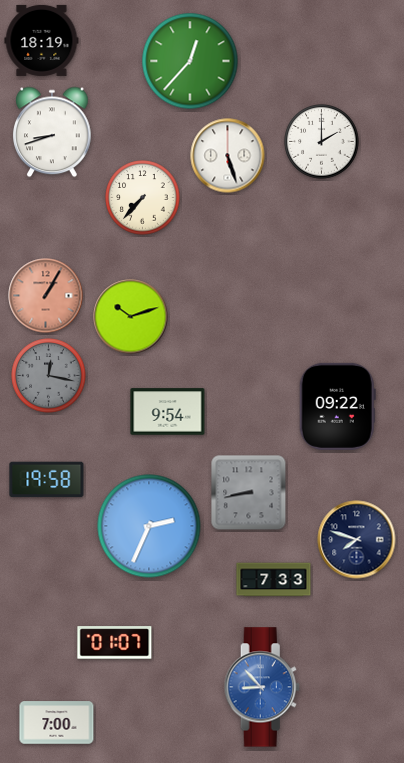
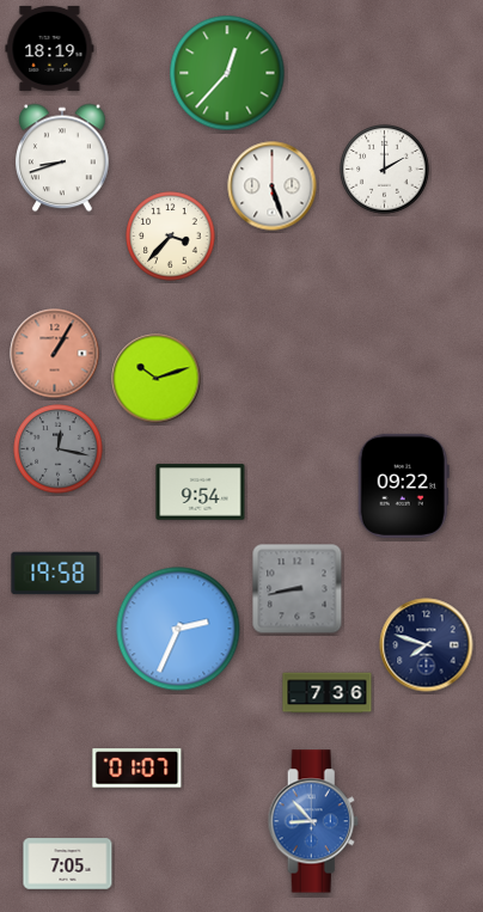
clock at (143, 198): 7:37 -> 3:37
clock at (274, 580): 7:33 -> 7:36
clock at (57, 723): 7:00 -> 7:05
